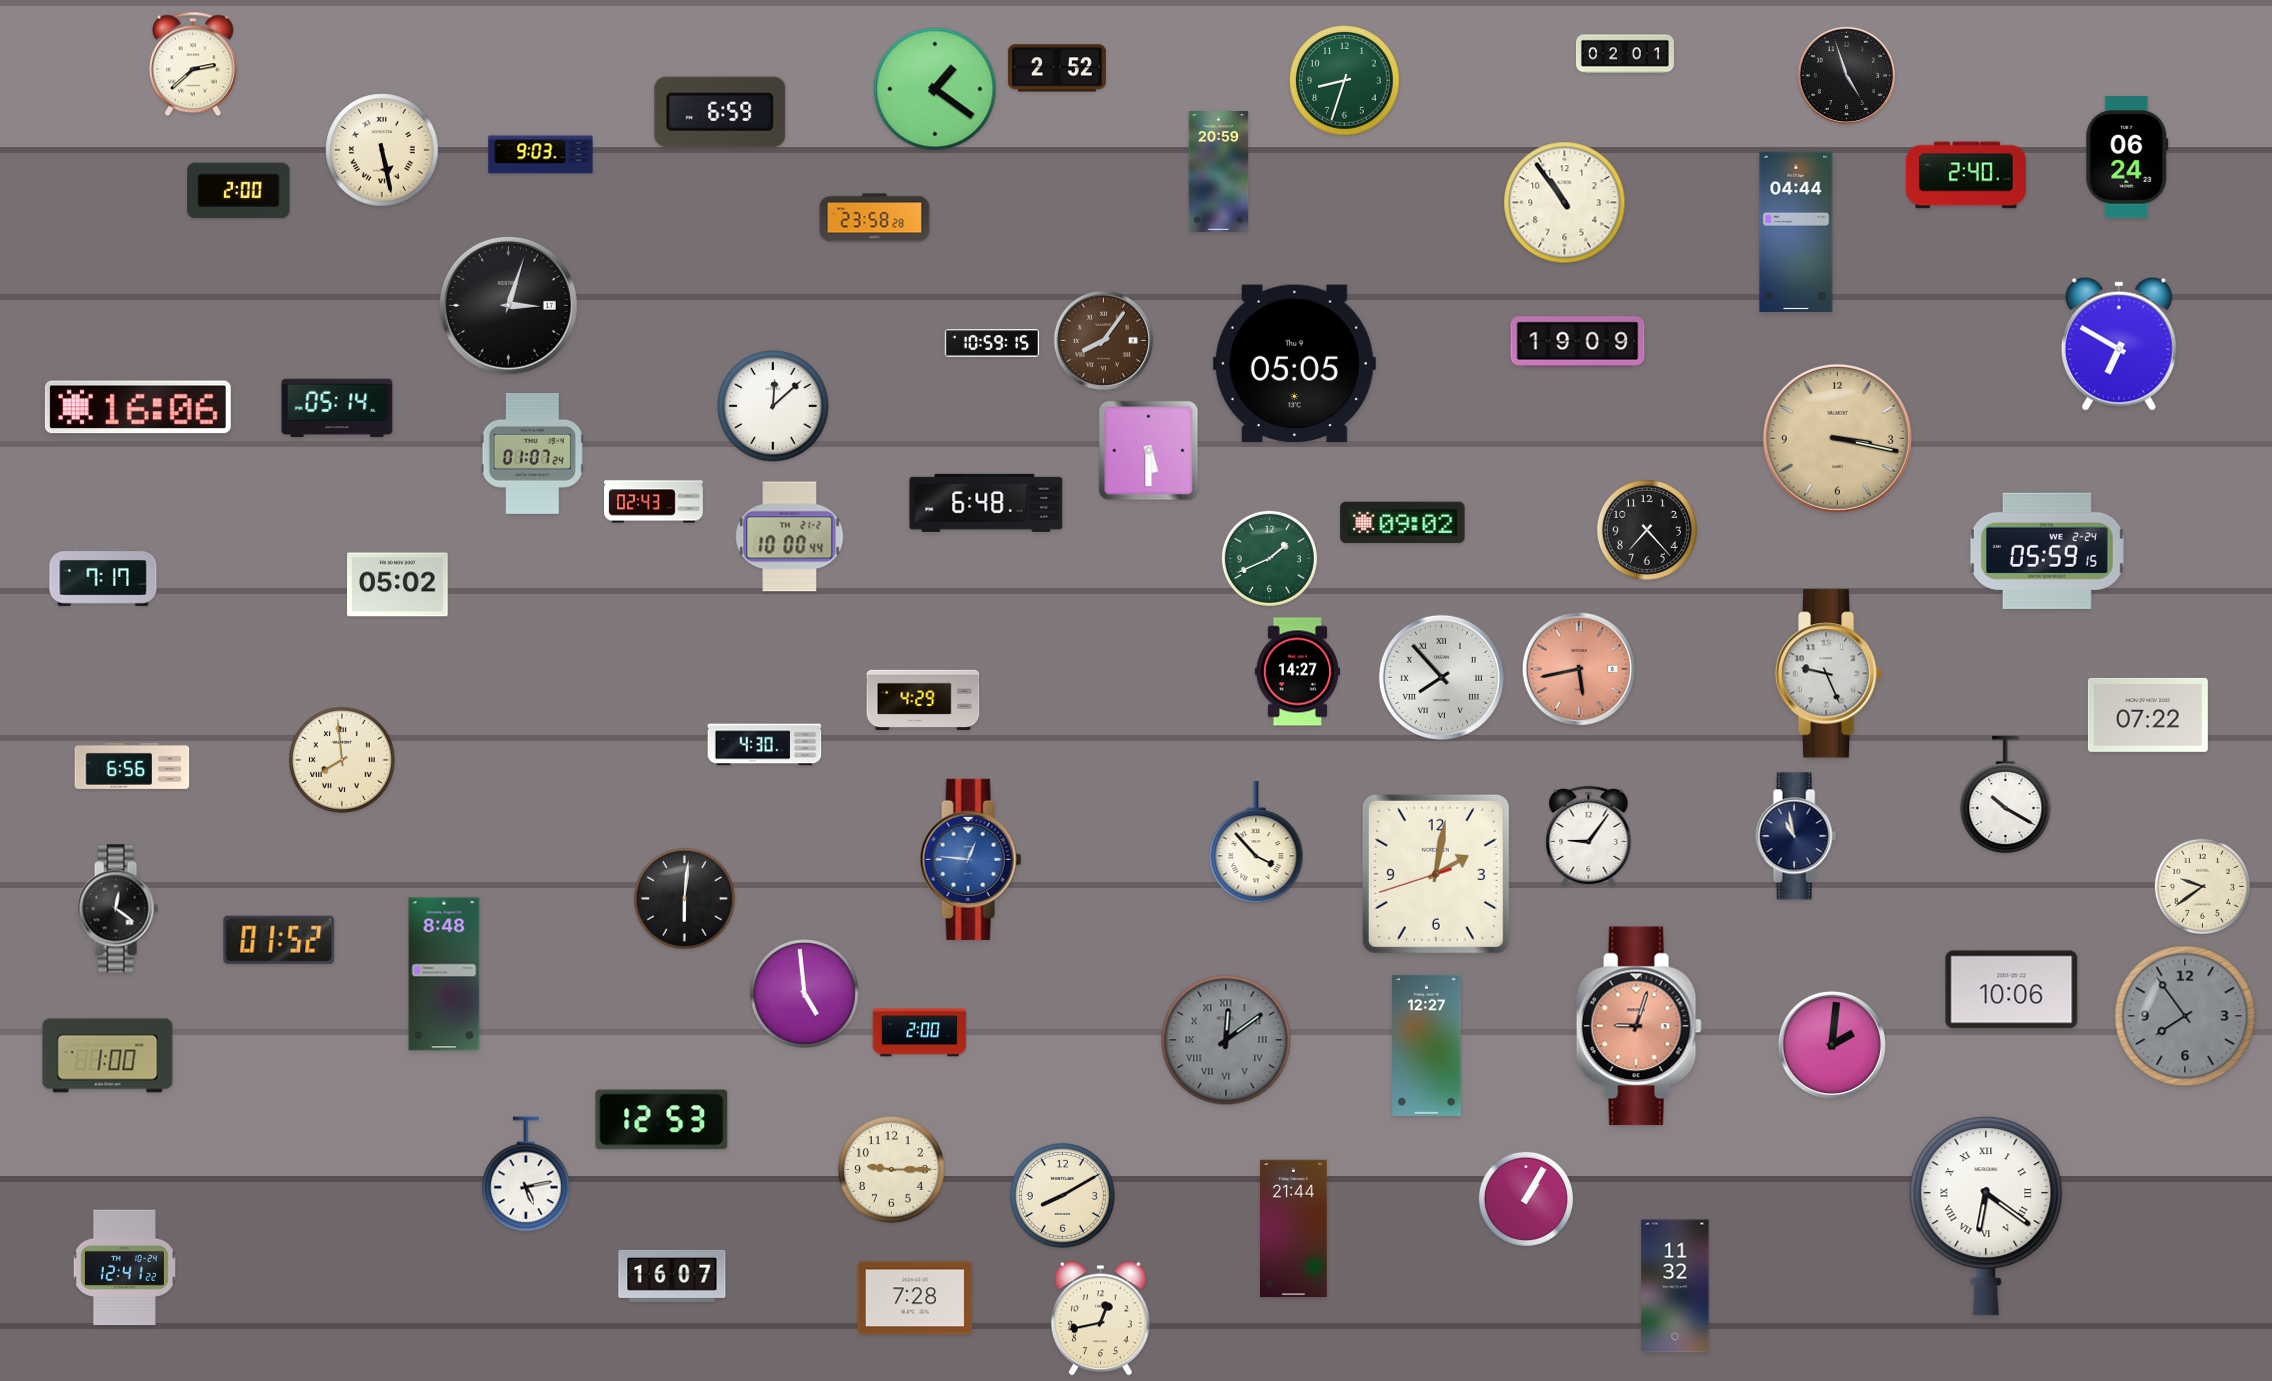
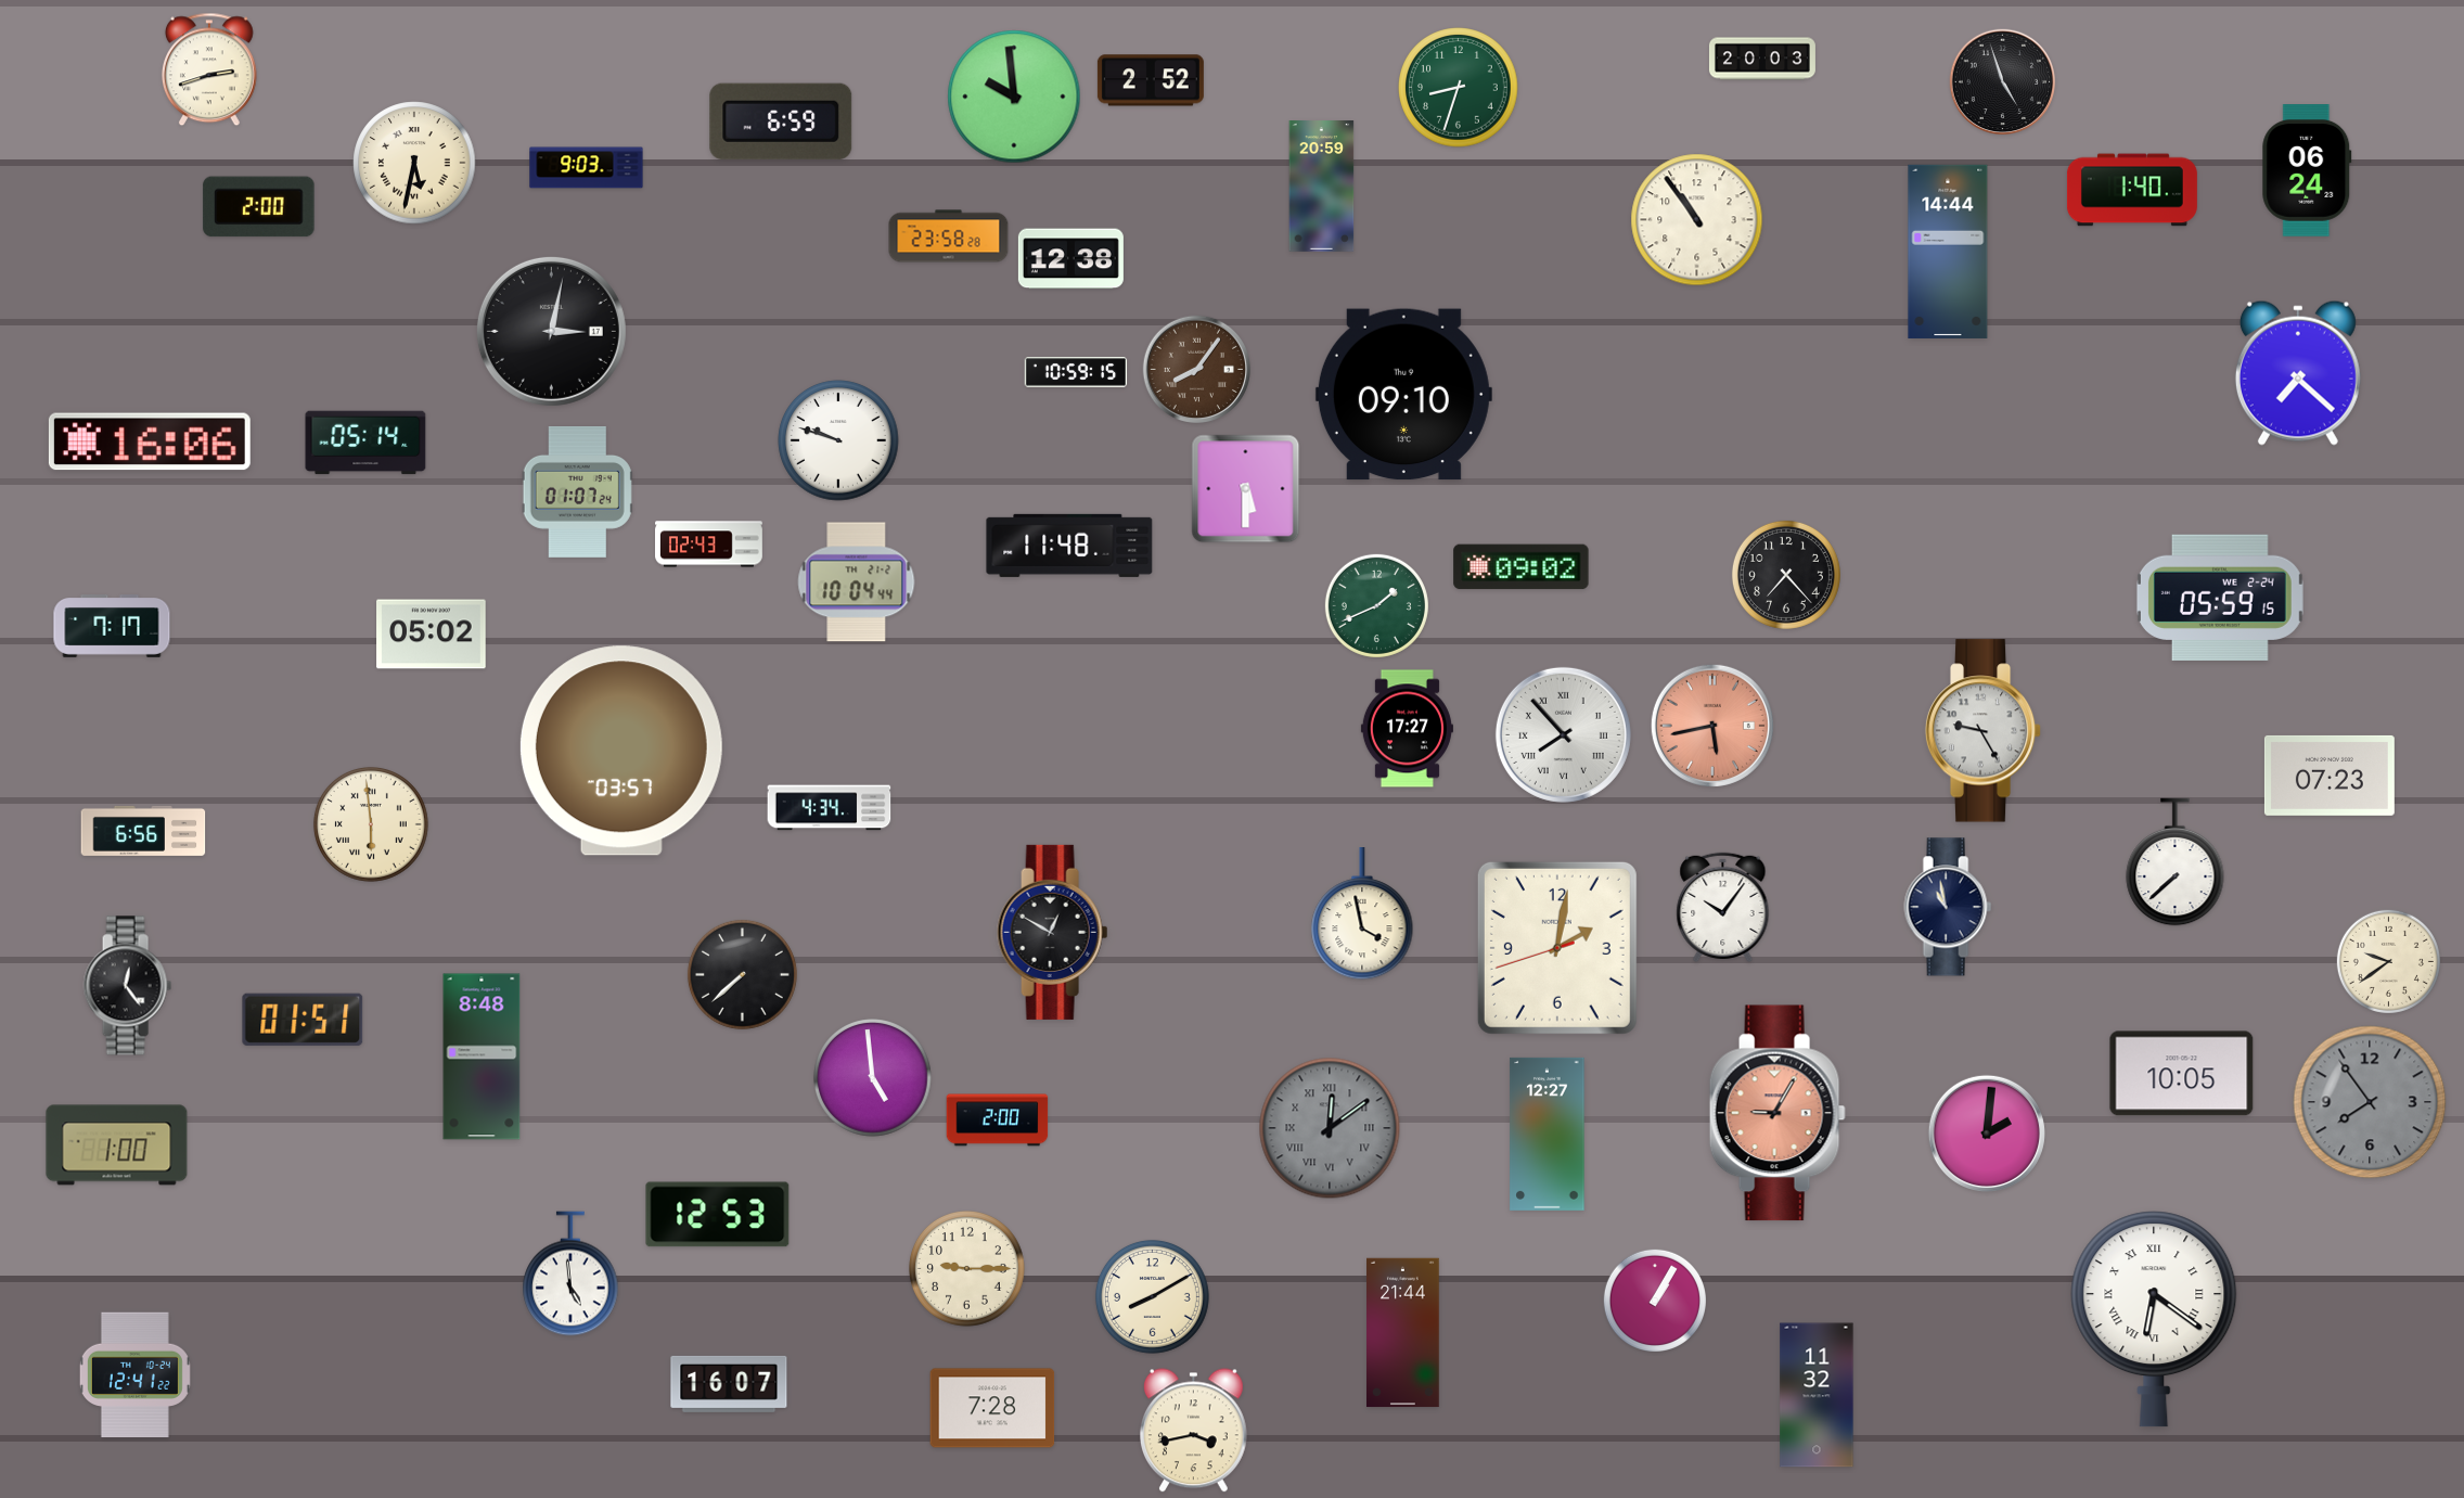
clock at (1625, 54): 02:01 -> 20:03
clock at (193, 64): 2:38 -> 2:42
clock at (1057, 68) position: (1057, 68) -> (1151, 80)
clock at (935, 89): 1:21 -> 9:59
clock at (382, 150): 5:28 -> 5:32
clock at (1966, 175): 2:40 -> 1:40
clock at (1796, 232): 04:44 -> 14:44
clock at (1070, 259): none -> 12:38
clock at (508, 305): 3:03 -> 3:02
clock at (1578, 342): 19:09 -> none
clock at (2119, 344): 6:50 -> 7:22
clock at (1294, 364): 05:05 -> 09:10
clock at (773, 406): 12:08 -> 9:48
clock at (1837, 438): 3:17 -> none
clock at (986, 503): 6:48 -> 11:48
clock at (790, 537): 10:00 -> 10:04
clock at (1297, 672): 14:27 -> 17:27
clock at (1829, 674): 9:26 -> 9:25
clock at (621, 751): none -> 03:57
clock at (923, 700): 4:29 -> none
clock at (2148, 715): 07:22 -> 07:23
clock at (765, 745): 4:30 -> 4:34
clock at (343, 761): 7:59 -> 5:59
clock at (2006, 795): 10:20 -> 7:38
clock at (1589, 836): 9:06 -> 10:06
clock at (1256, 843): 3:53 -> 3:58
clock at (971, 859): 12:46 -> 12:50
clock at (971, 859) dial: blue -> black
clock at (684, 898): 6:01 -> 7:38
clock at (117, 909): 12:21 -> 12:24
clock at (279, 940): 01:52 -> 01:51
clock at (2012, 990): 10:06 -> 10:05
clock at (1639, 1026): 9:03 -> 9:05
clock at (526, 1174): 5:13 -> 4:59
clock at (1101, 1319): 12:43 -> 3:43
